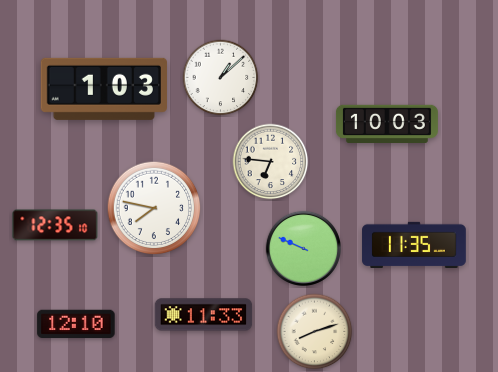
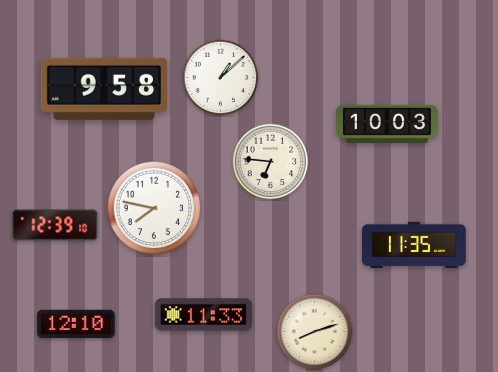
clock at (104, 89): 1:03 -> 9:58
clock at (55, 225): 12:35 -> 12:39
clock at (303, 248): 9:49 -> none
